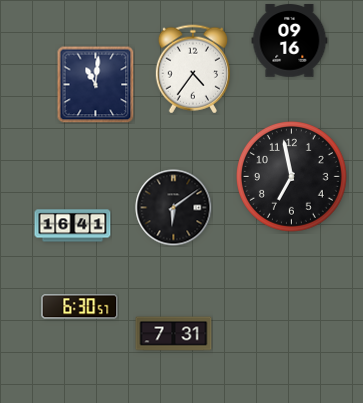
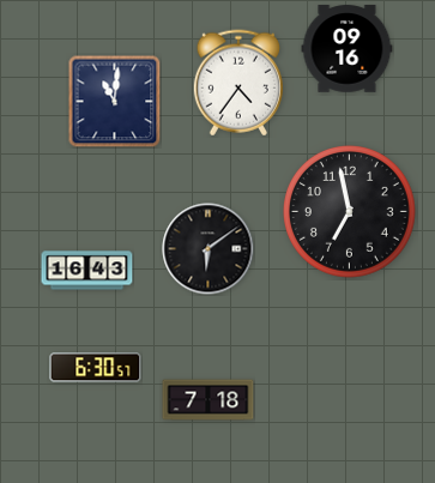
clock at (193, 69) position: (193, 69) -> (238, 83)
clock at (73, 226): 16:41 -> 16:43
clock at (174, 334): 7:31 -> 7:18
